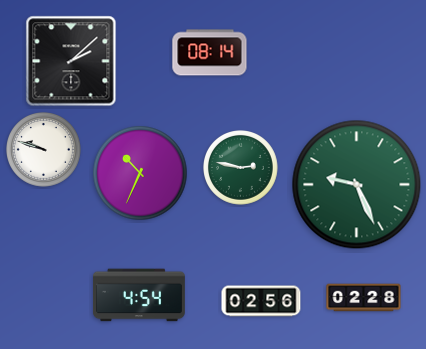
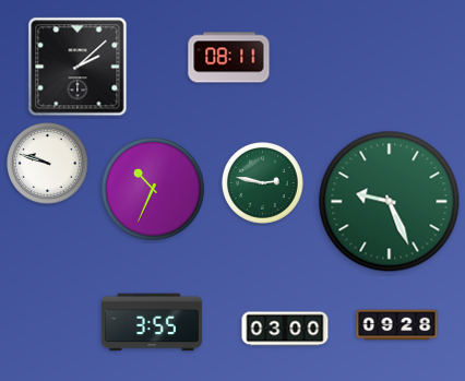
clock at (210, 53): 08:14 -> 08:11
clock at (140, 295): 4:54 -> 3:55
clock at (364, 298): 02:28 -> 09:28
clock at (261, 301): 02:56 -> 03:00
